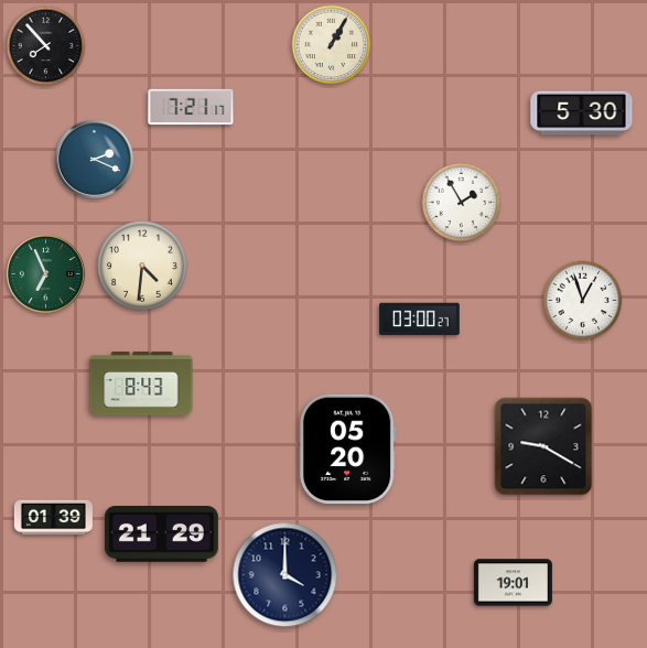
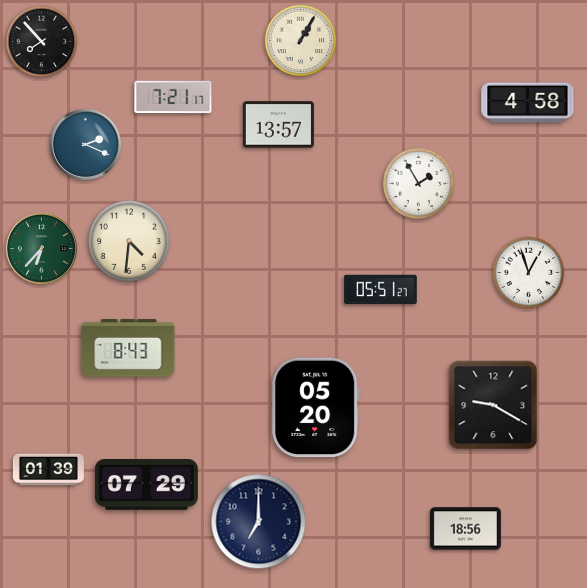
clock at (582, 114): 5:30 -> 4:58
clock at (278, 125): none -> 13:57
clock at (45, 273): 6:56 -> 6:37
clock at (420, 320): 03:00 -> 05:51
clock at (161, 534): 21:29 -> 07:29
clock at (285, 575): 4:00 -> 7:00
clock at (513, 583): 19:01 -> 18:56
